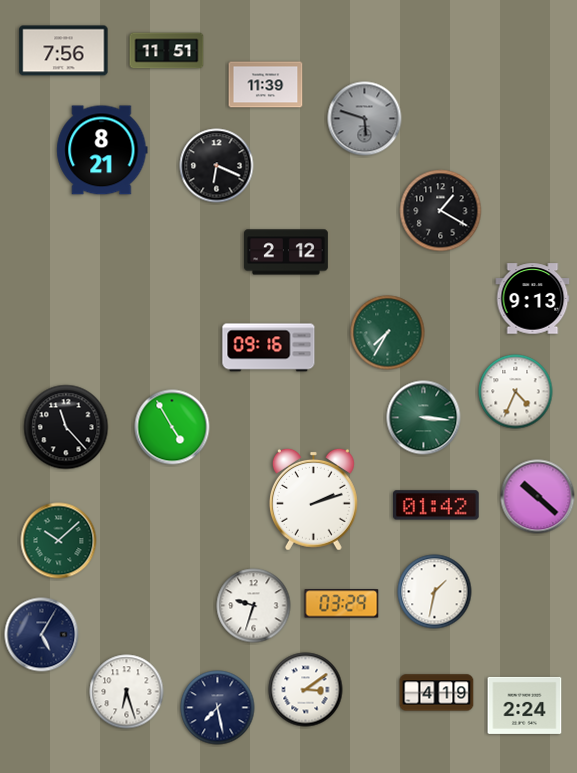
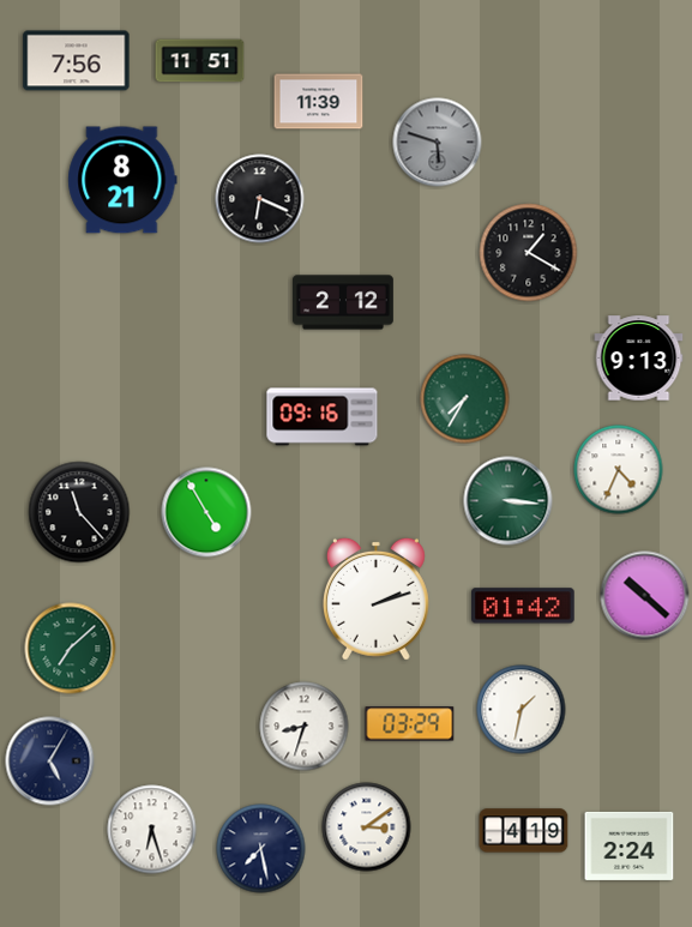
clock at (59, 541): 10:08 -> 7:08
clock at (254, 606): 9:33 -> 8:33
